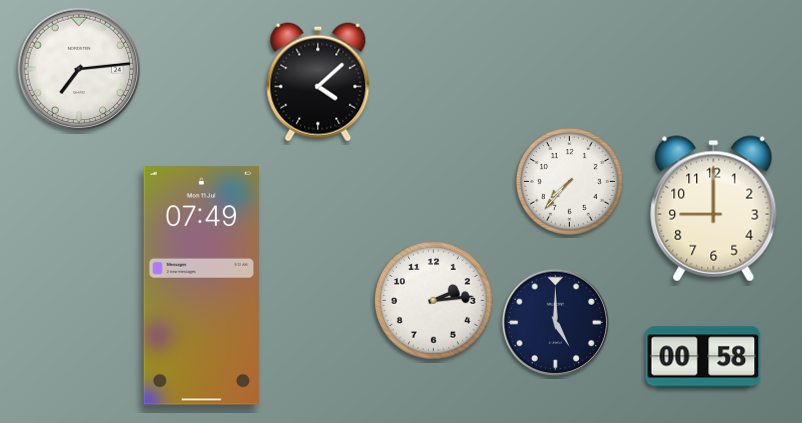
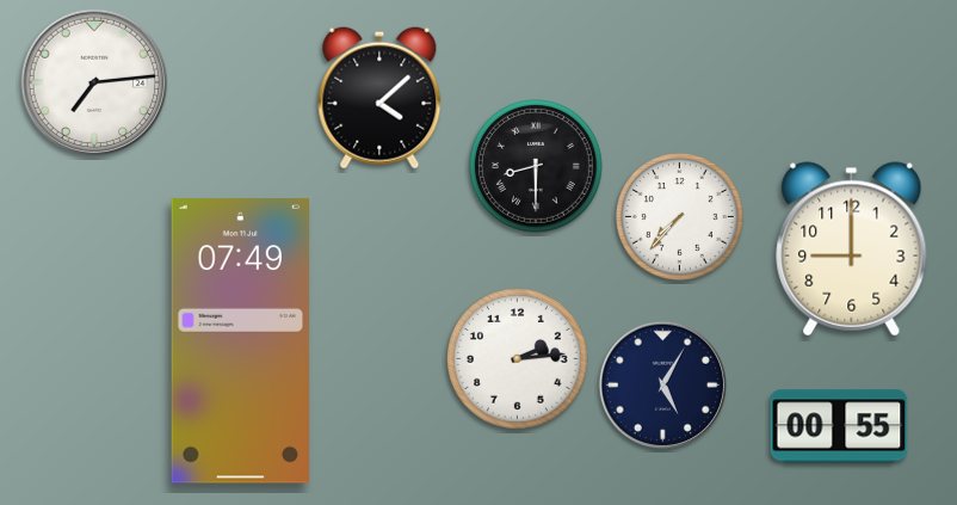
clock at (537, 167): none -> 8:30
clock at (555, 322): 5:00 -> 5:05
clock at (703, 357): 00:58 -> 00:55
